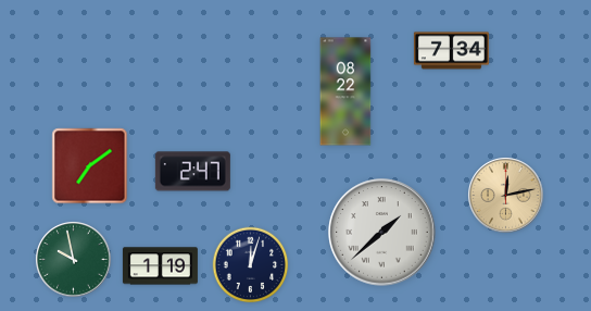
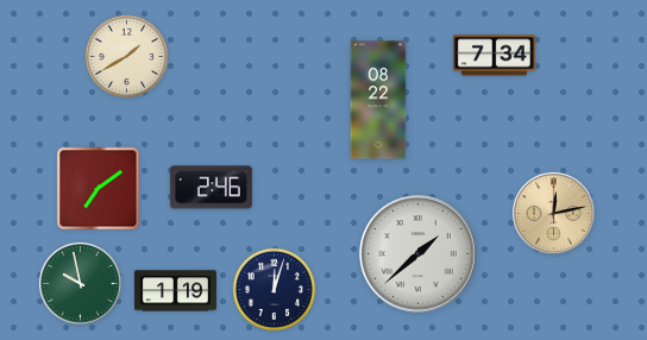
clock at (127, 57): none -> 1:40
clock at (90, 166) position: (90, 166) -> (99, 189)
clock at (192, 172): 2:47 -> 2:46
